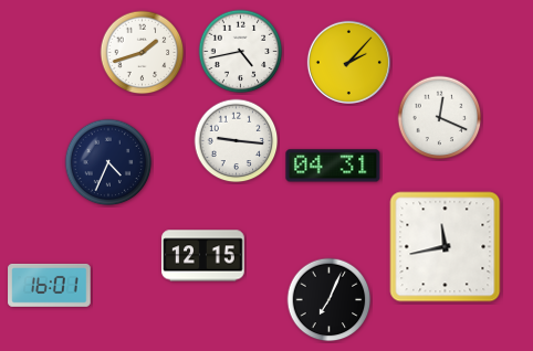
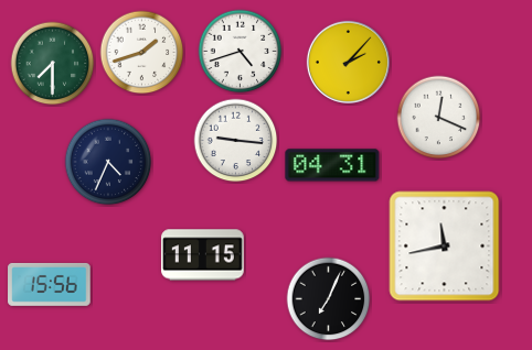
clock at (241, 52): 4:43 -> 4:42
clock at (53, 64): none -> 7:30
clock at (203, 256): 12:15 -> 11:15
clock at (50, 285): 16:01 -> 15:56
